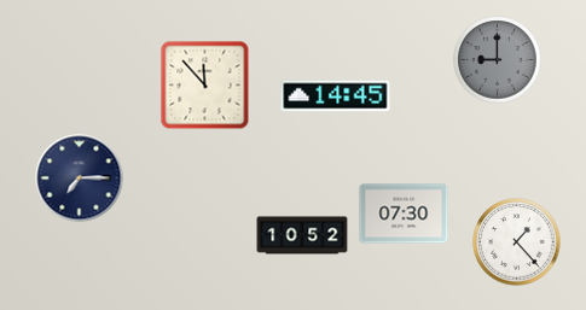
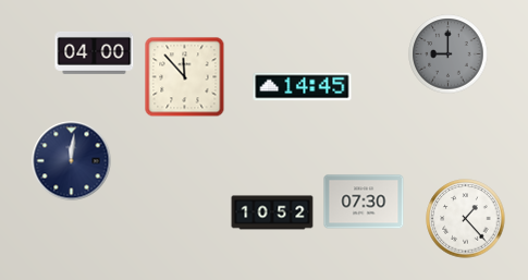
clock at (95, 52): none -> 04:00
clock at (80, 179): 7:15 -> 12:01
clock at (404, 214) position: (404, 214) -> (364, 202)
